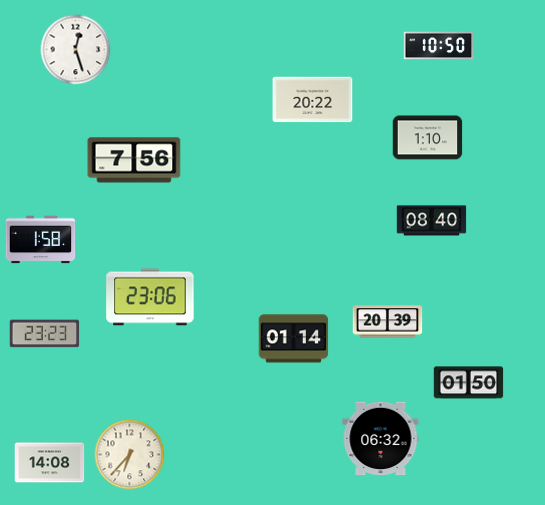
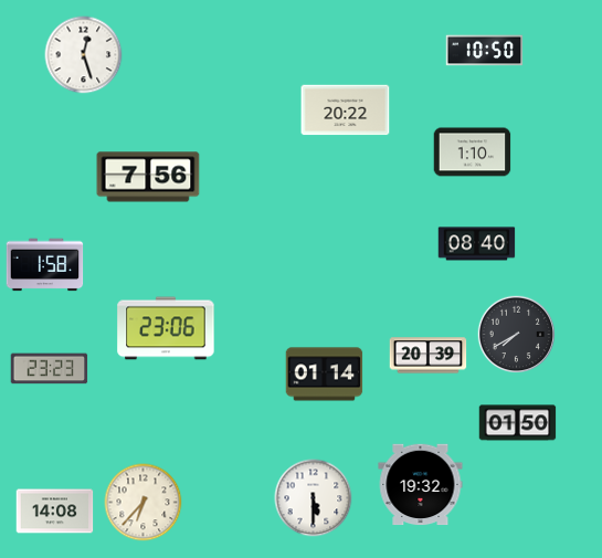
clock at (517, 335): none -> 7:40
clock at (381, 439): 06:32 -> 19:32
clock at (314, 498): none -> 5:30
